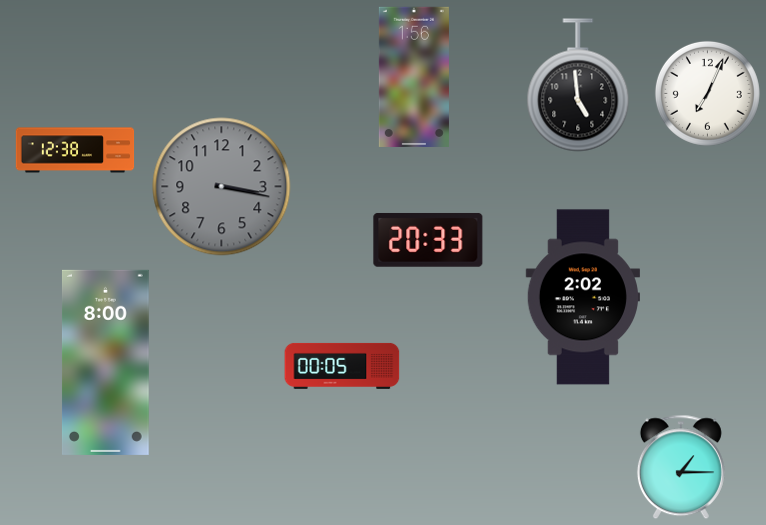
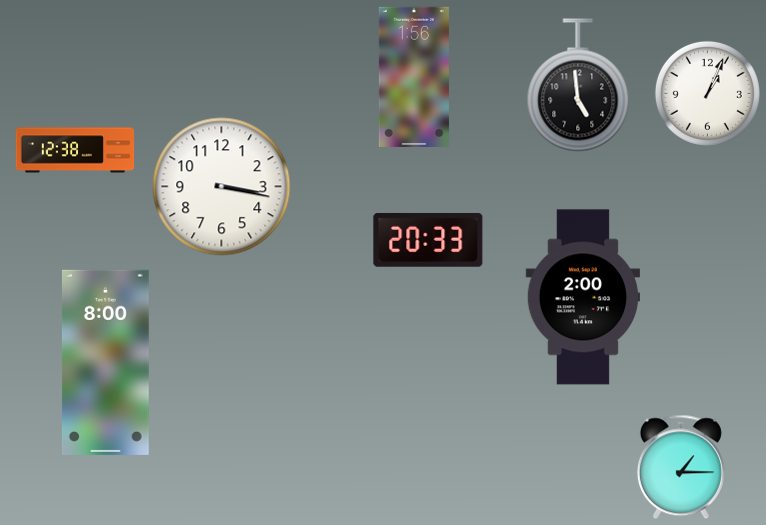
clock at (707, 93): 7:04 -> 1:04
clock at (222, 187) dial: grey -> white
clock at (582, 297): 2:02 -> 2:00
clock at (342, 366): 00:05 -> none
